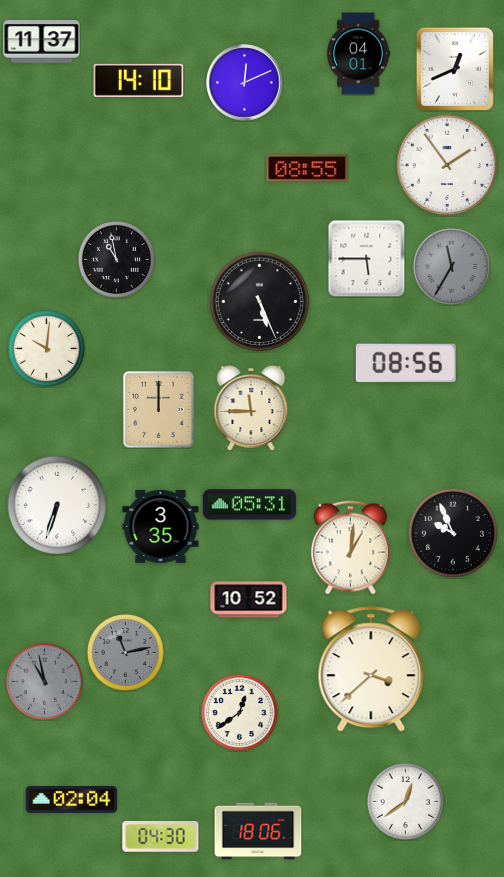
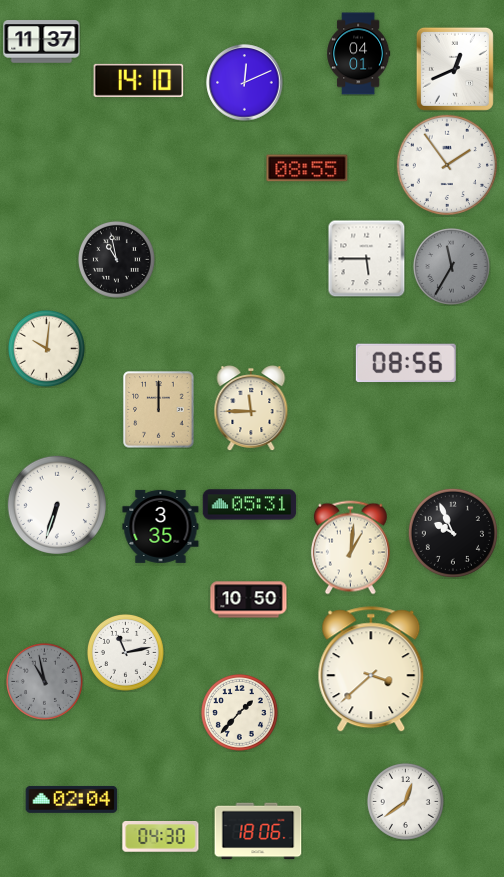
clock at (259, 301): 5:26 -> none
clock at (249, 600): 10:52 -> 10:50
clock at (125, 652) dial: grey -> white
clock at (239, 712): 12:39 -> 1:37
